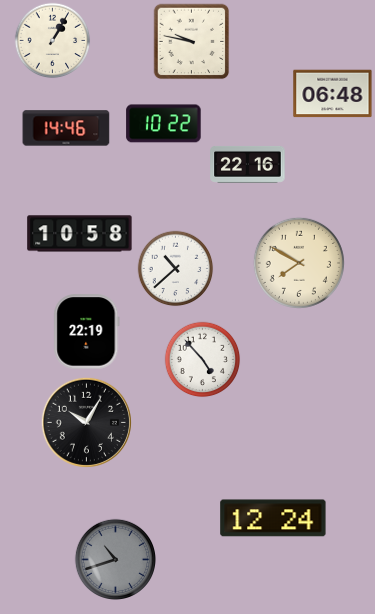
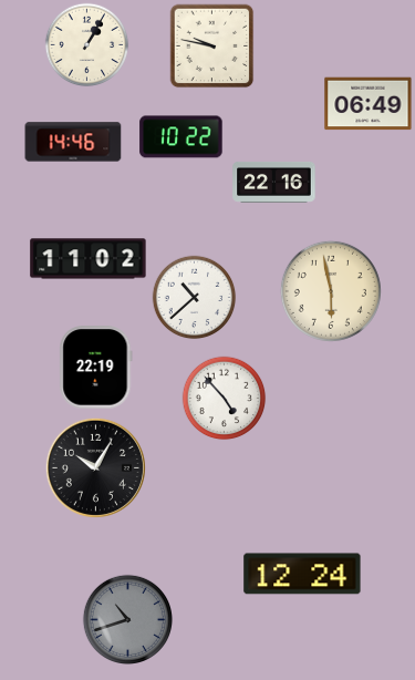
clock at (53, 41) position: (53, 41) -> (87, 45)
clock at (333, 94): 06:48 -> 06:49
clock at (80, 234): 10:58 -> 11:02
clock at (299, 263): 7:50 -> 5:58
